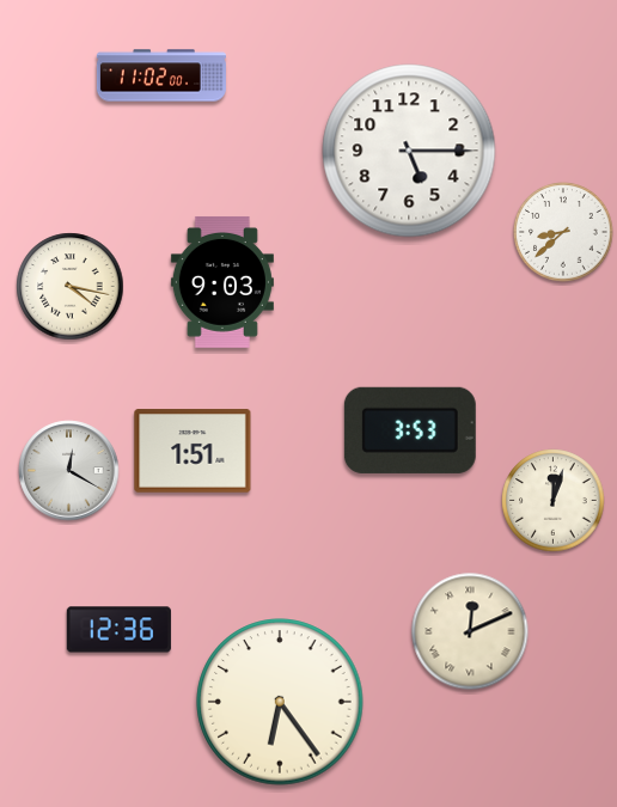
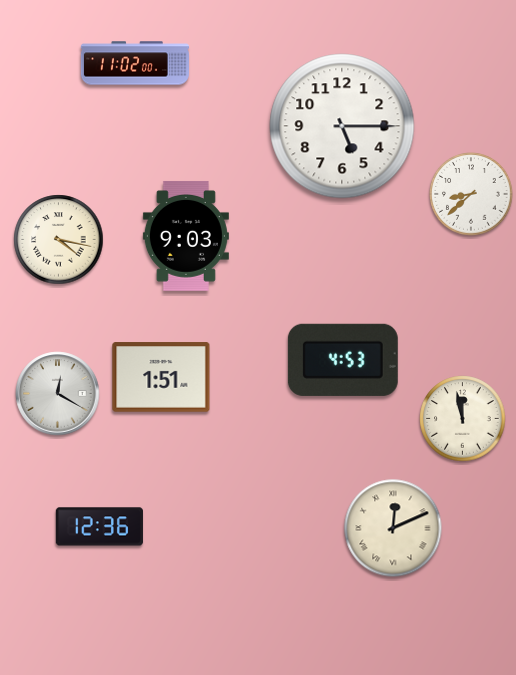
clock at (410, 430): 3:53 -> 4:53
clock at (554, 501): 12:03 -> 11:58
clock at (280, 702): 6:24 -> none
